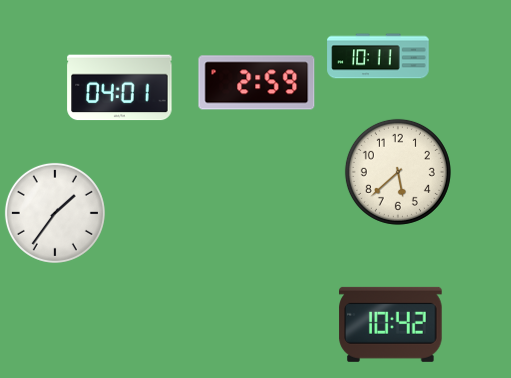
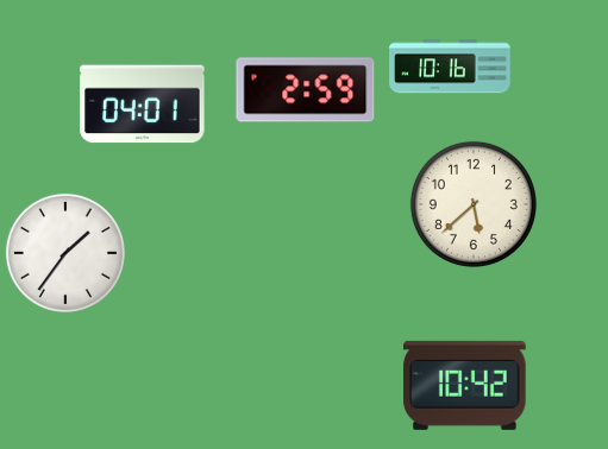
clock at (378, 56): 10:11 -> 10:16
clock at (257, 83) position: (257, 83) -> (306, 90)
